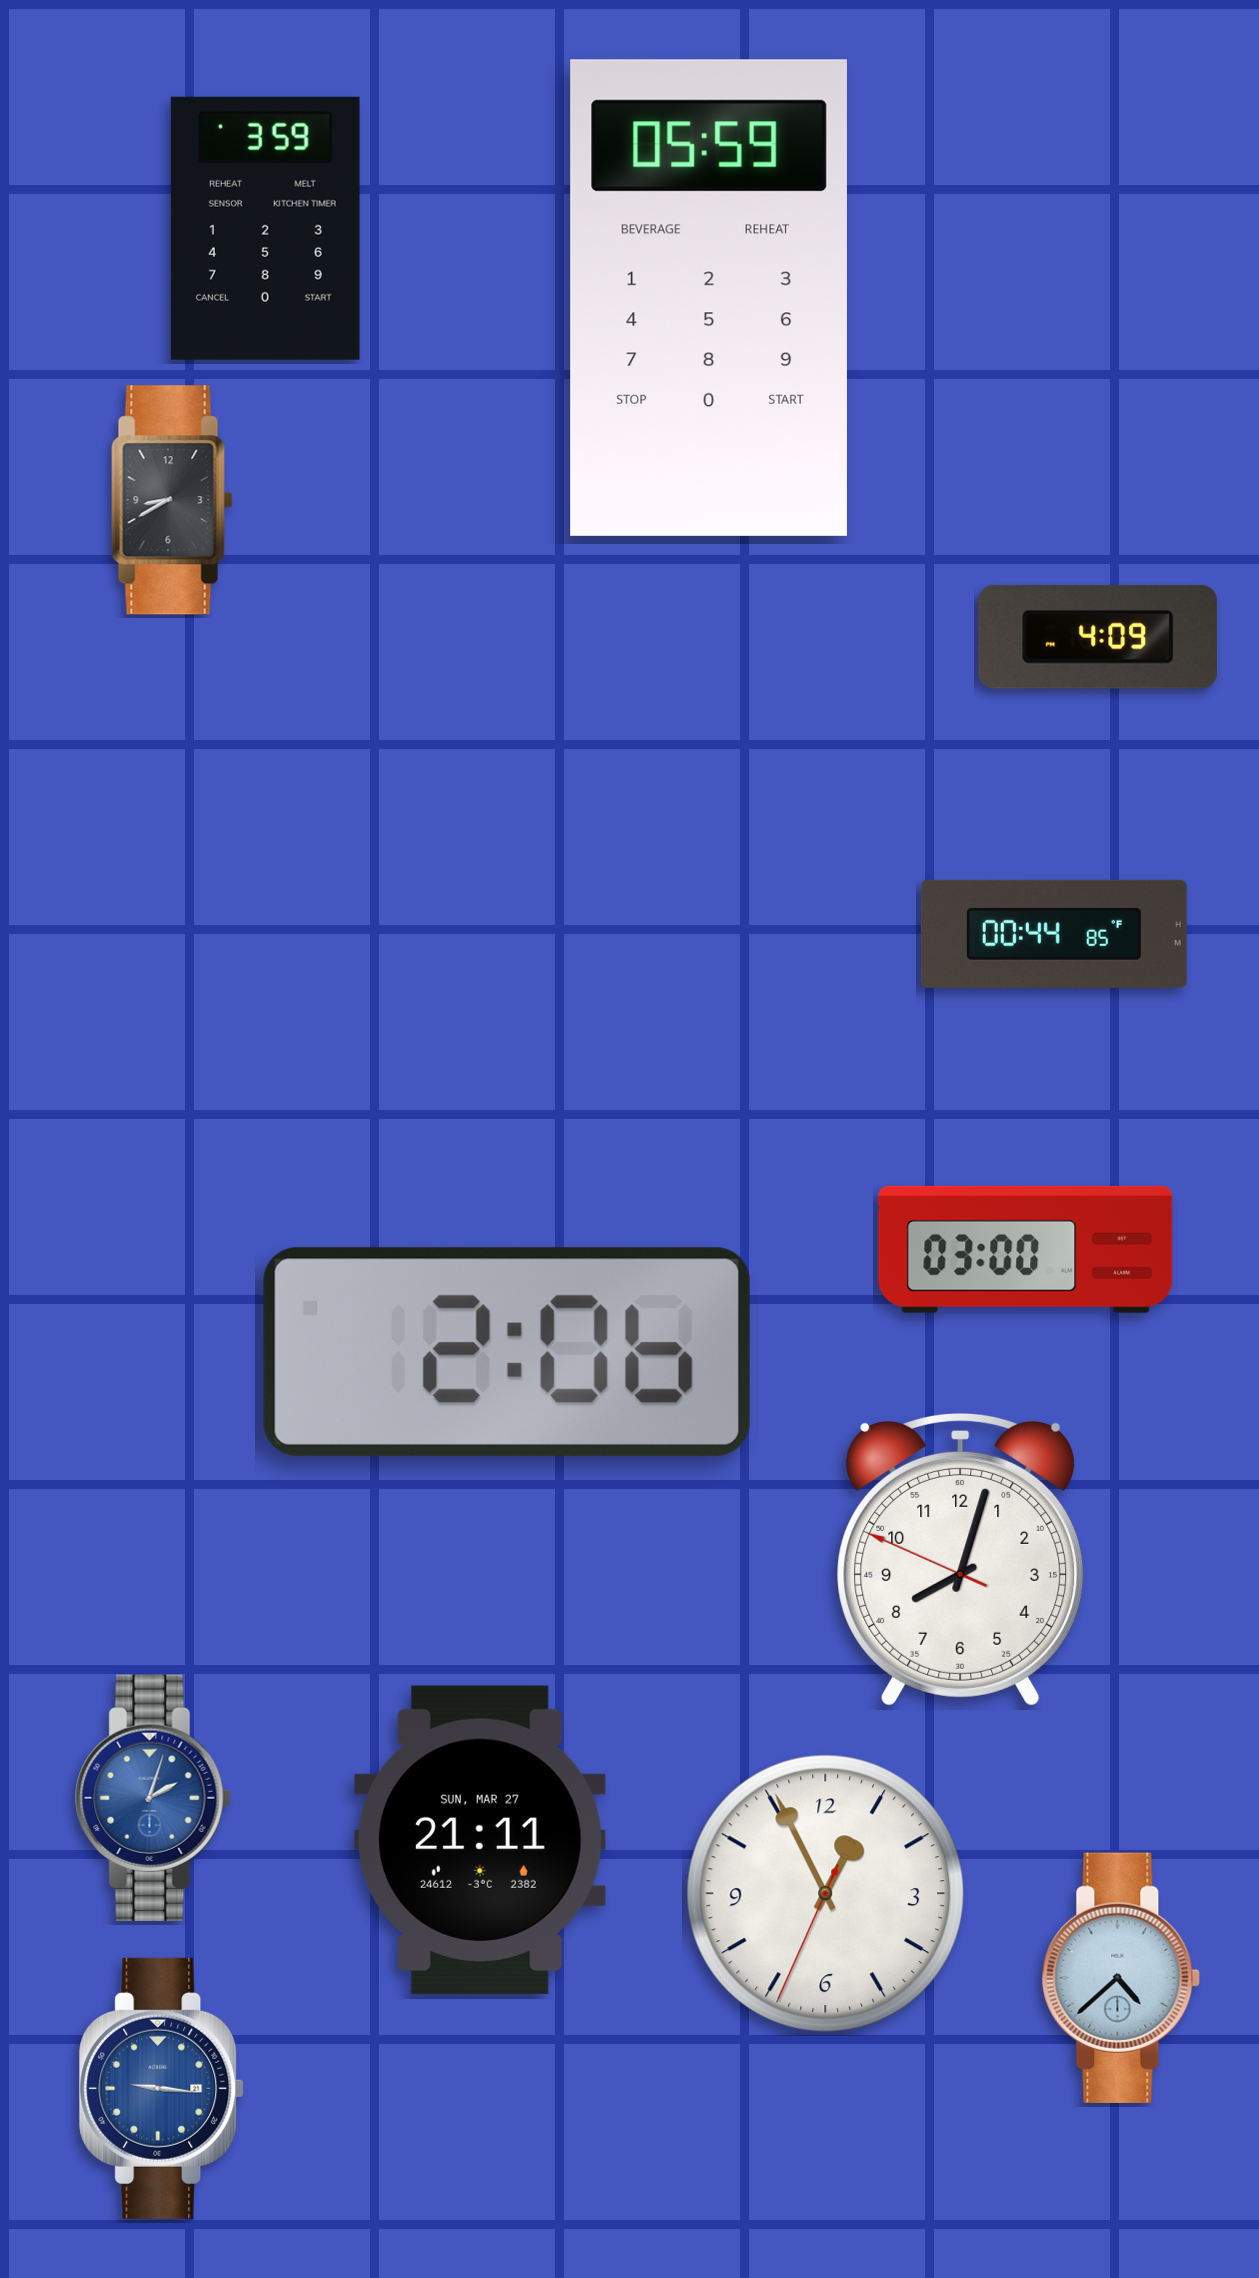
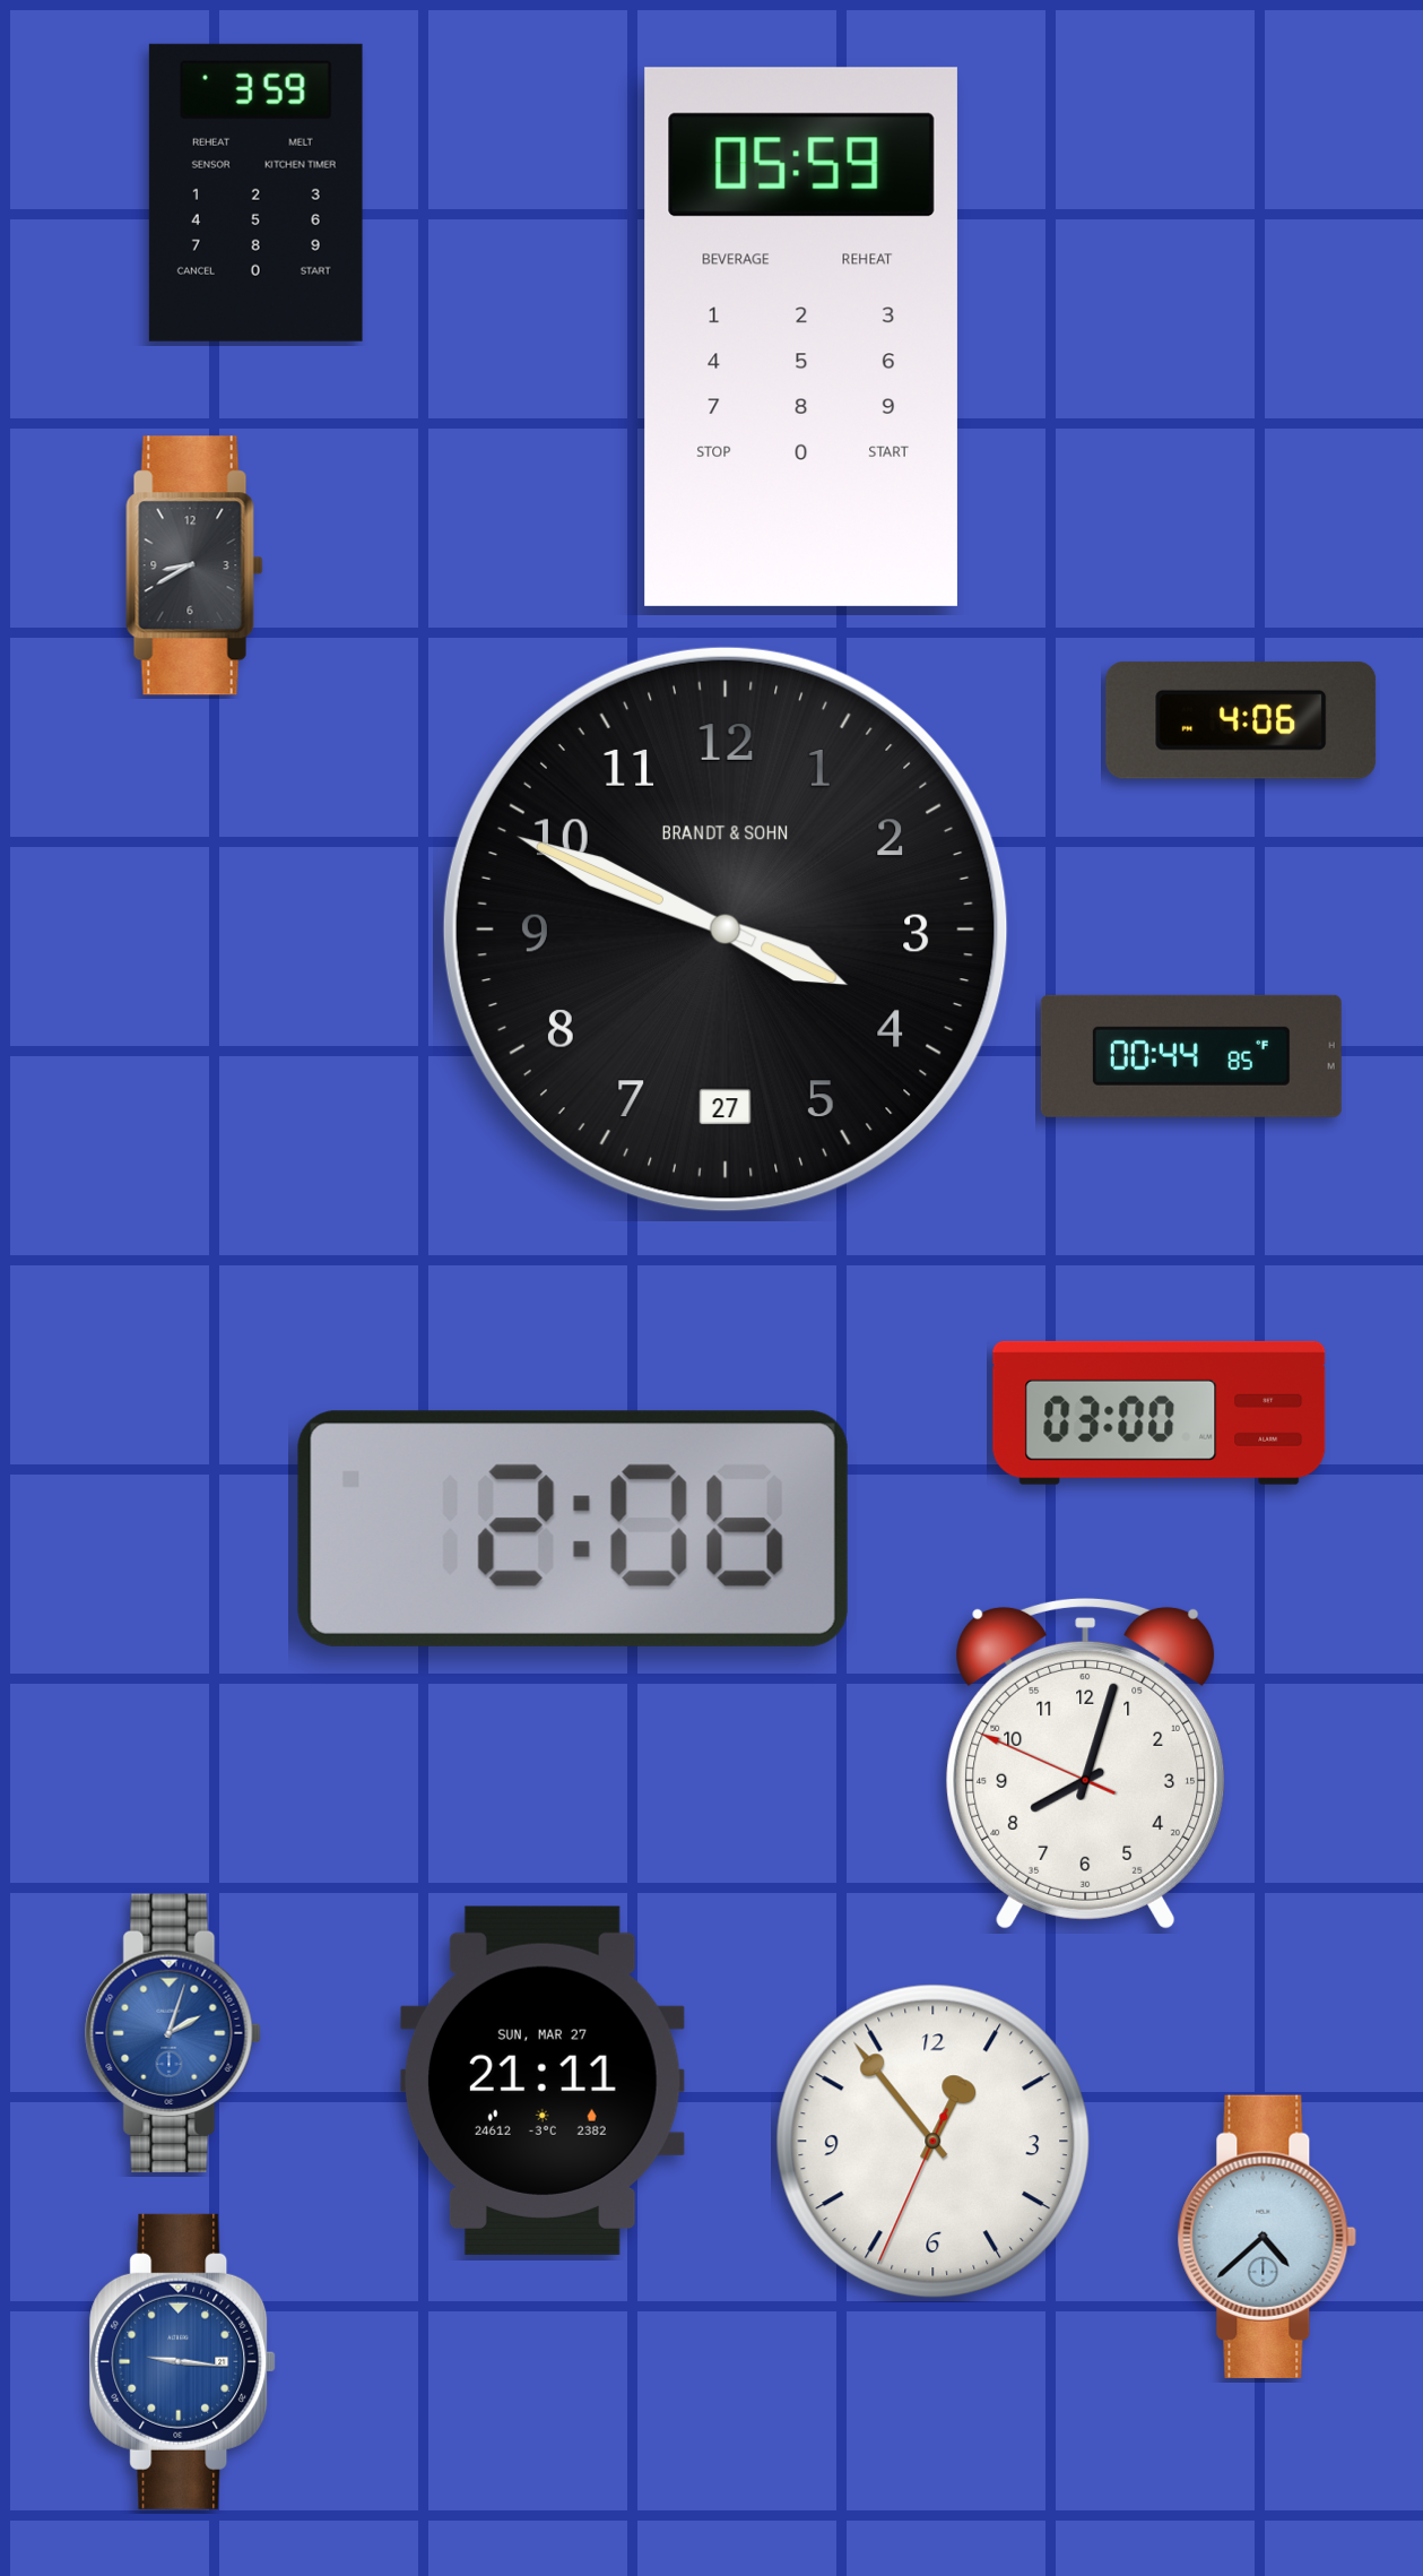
clock at (265, 228) position: (265, 228) -> (255, 192)
clock at (1098, 637): 4:09 -> 4:06
clock at (726, 930): none -> 3:49
clock at (826, 1894): 12:55 -> 12:53
